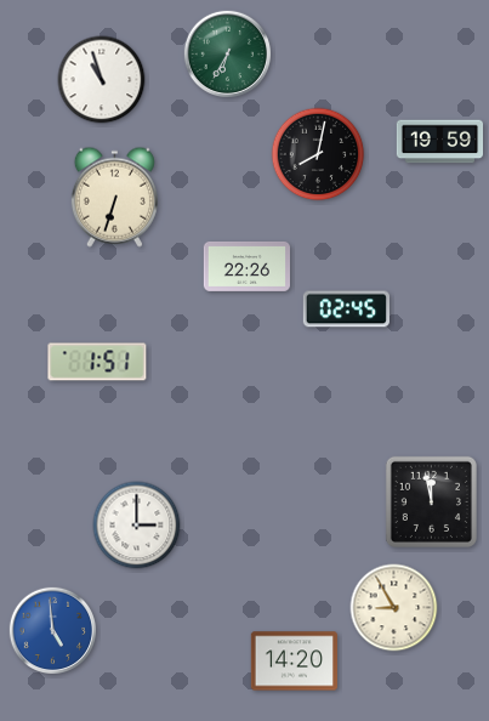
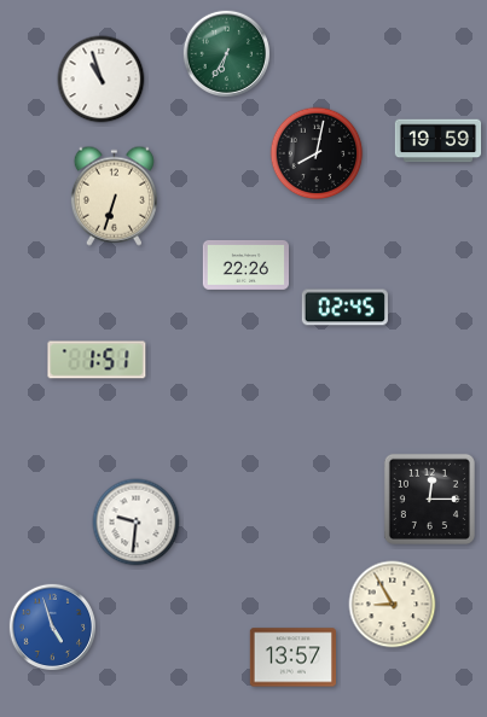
clock at (431, 501): 11:58 -> 12:15
clock at (137, 526): 3:00 -> 9:31
clock at (53, 631): 4:59 -> 4:57
clock at (294, 662): 14:20 -> 13:57
